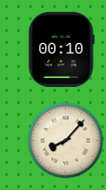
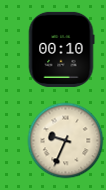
clock at (66, 141): 8:07 -> 9:34
